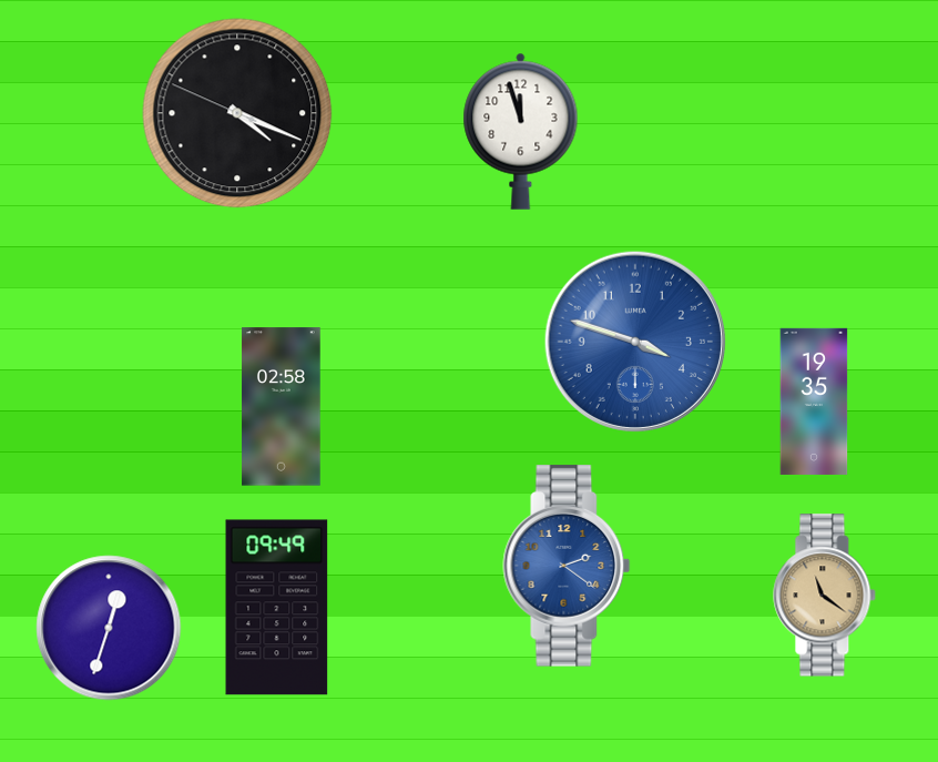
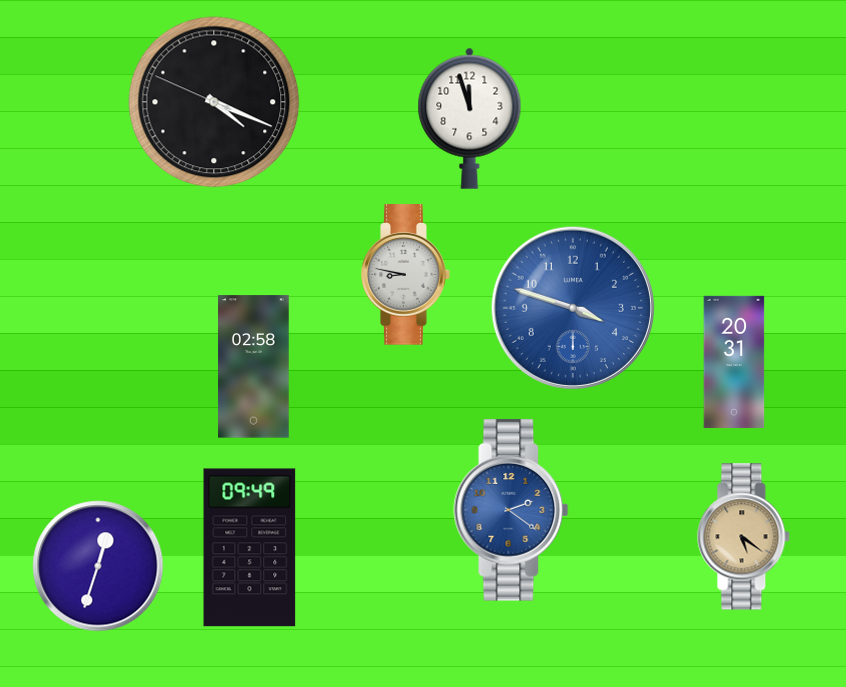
clock at (406, 275): none -> 8:47
clock at (814, 402): 19:35 -> 20:31
clock at (825, 596): 11:21 -> 5:21
